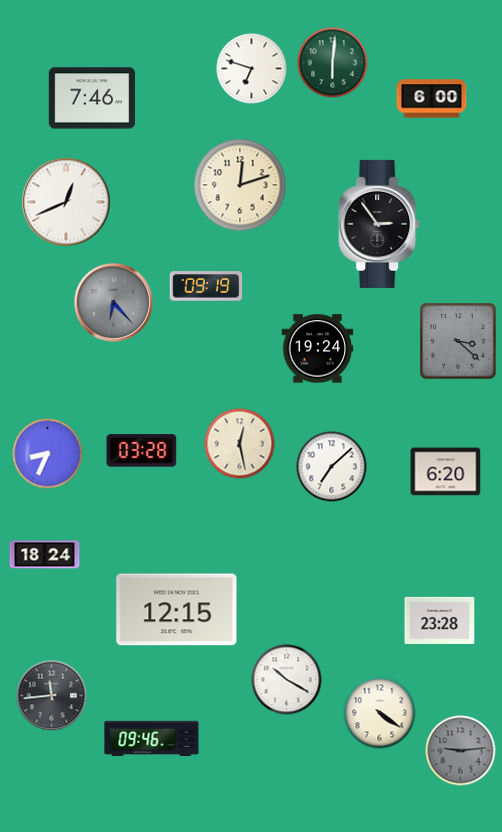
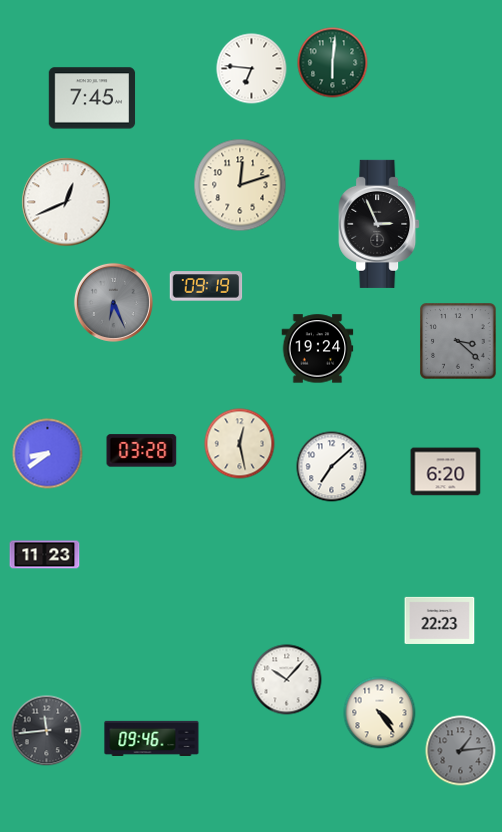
clock at (252, 69): 6:48 -> 6:46
clock at (92, 98): 7:46 -> 7:45
clock at (432, 99): 6:00 -> none
clock at (379, 224): 2:54 -> 2:56
clock at (113, 302): 6:23 -> 6:26
clock at (48, 454): 8:34 -> 8:39
clock at (45, 555): 18:24 -> 11:23
clock at (177, 610): 12:15 -> none
clock at (440, 620): 23:28 -> 22:23
clock at (287, 680): 10:20 -> 10:07
clock at (52, 696) position: (52, 696) -> (47, 731)
clock at (380, 713): 4:21 -> 4:24
clock at (461, 751): 9:14 -> 1:14
